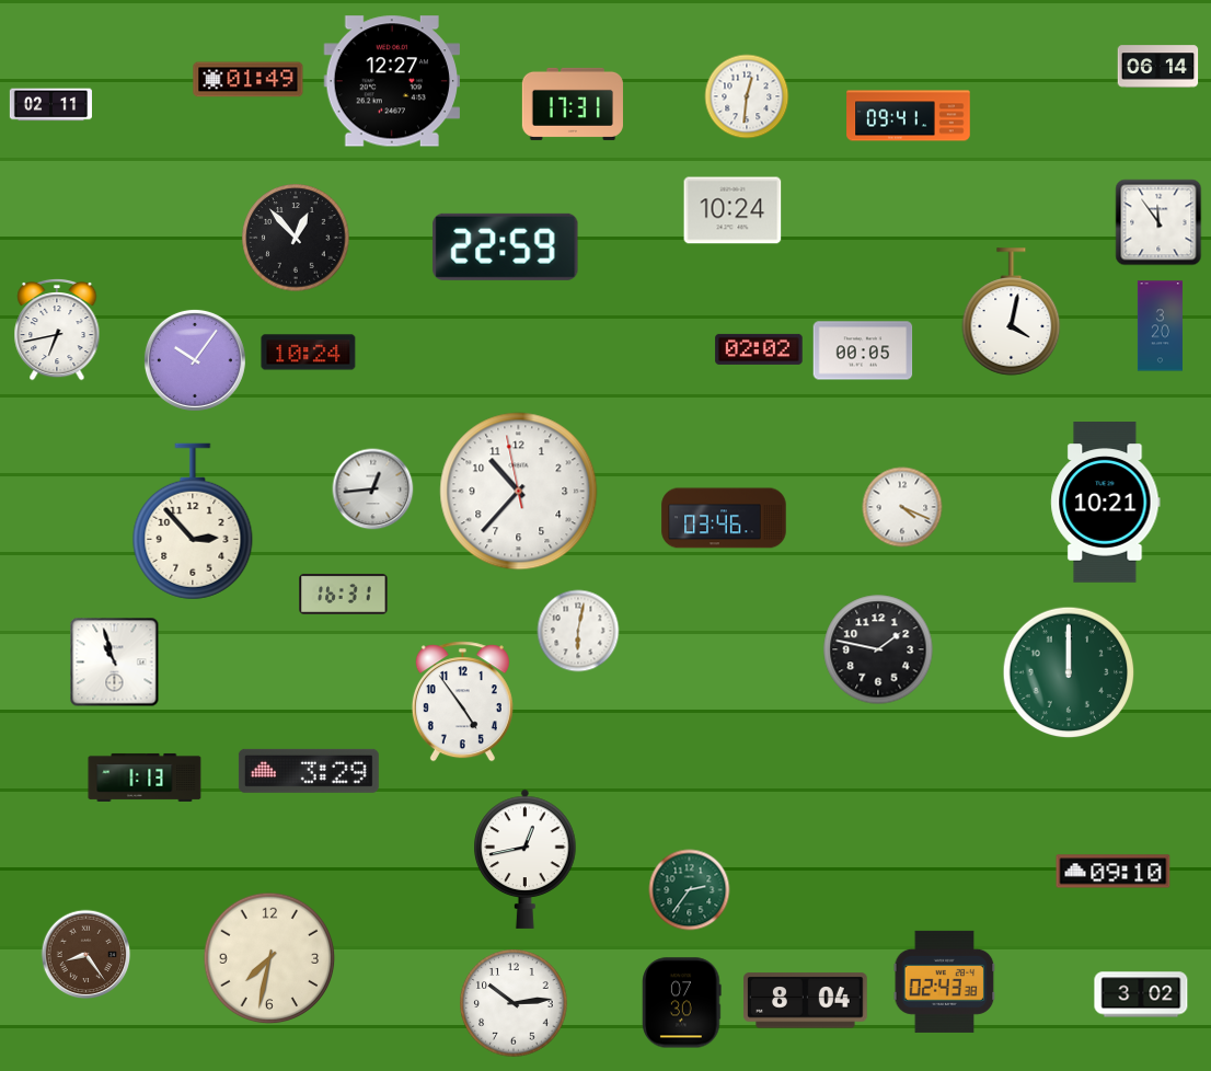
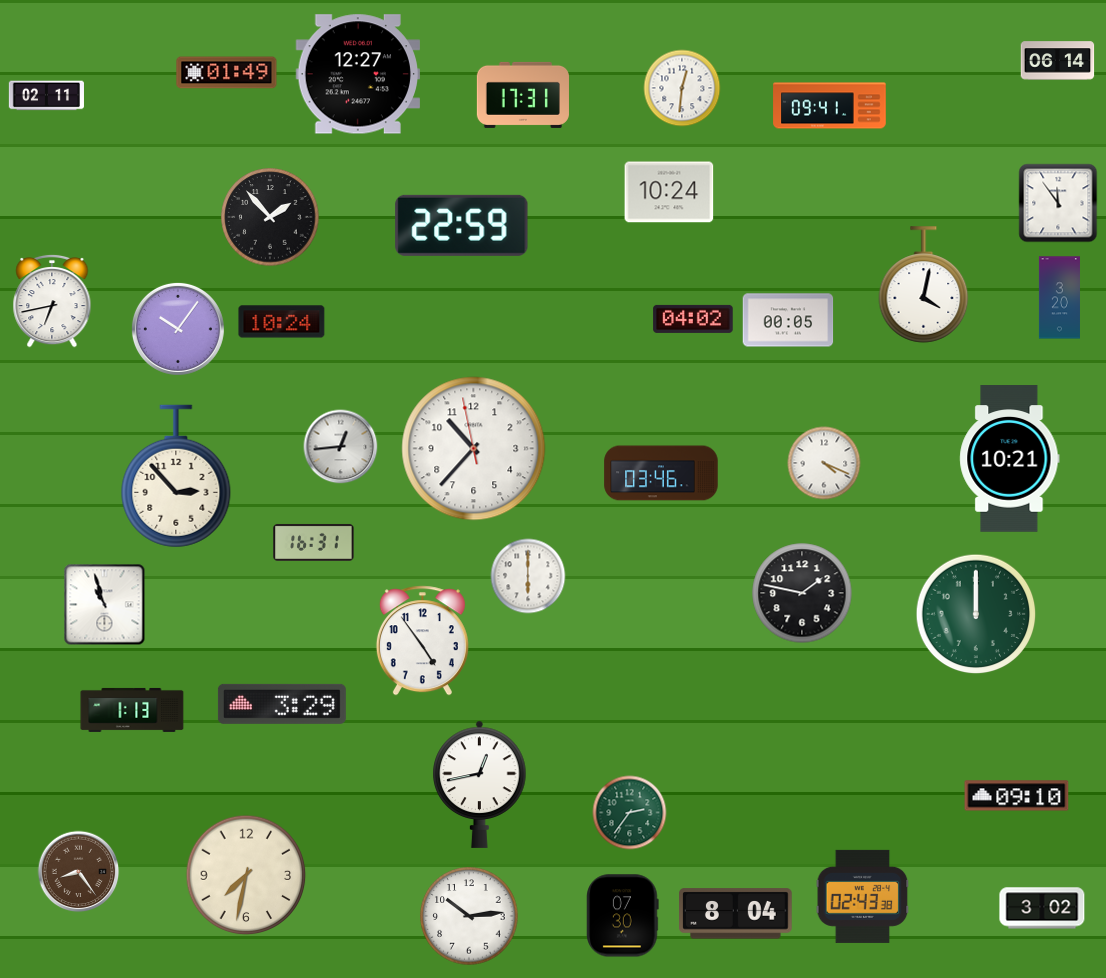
clock at (296, 238): 12:53 -> 1:53
clock at (759, 349): 02:02 -> 04:02
clock at (578, 631): 6:02 -> 6:00
